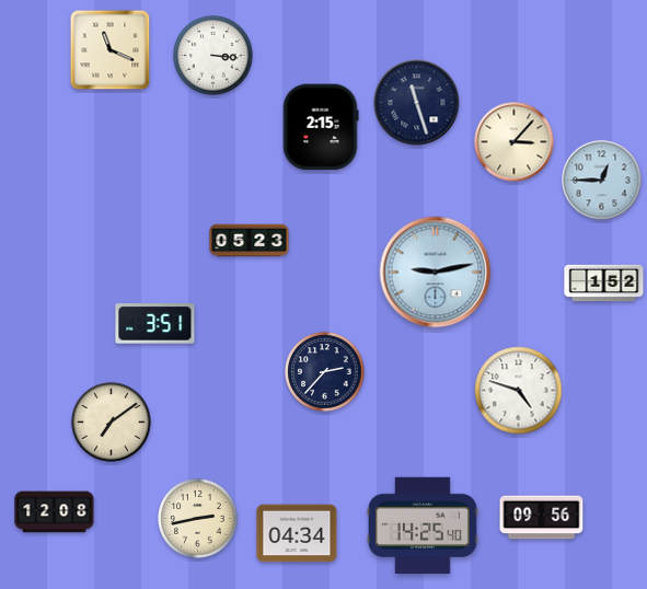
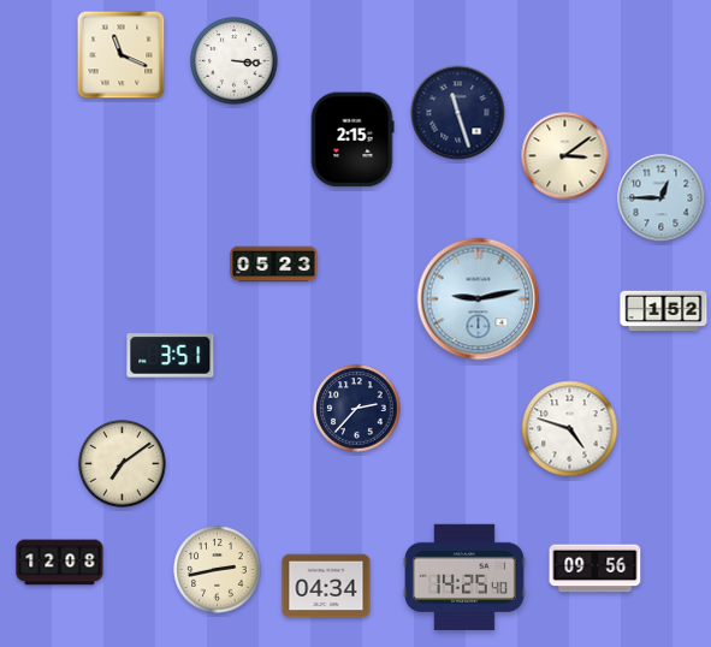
clock at (515, 142): 3:07 -> 3:09
